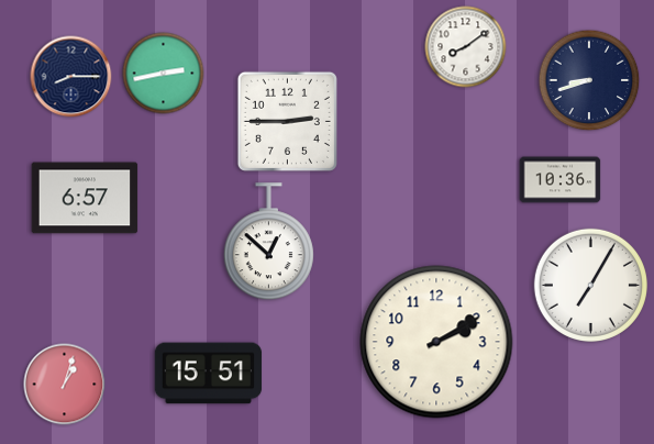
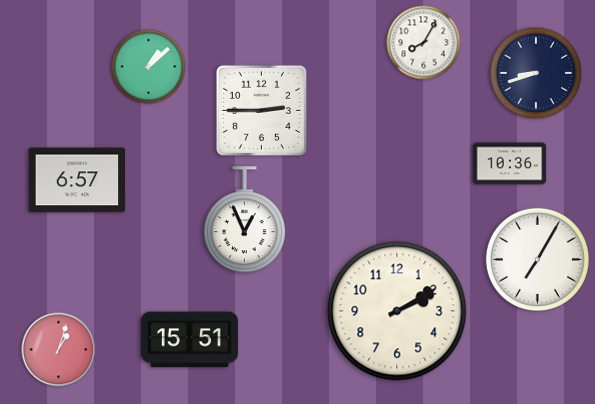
clock at (466, 47): 8:09 -> 8:05
clock at (164, 74): 2:43 -> 1:08
clock at (71, 77): 8:15 -> none
clock at (268, 242): 12:52 -> 12:56
